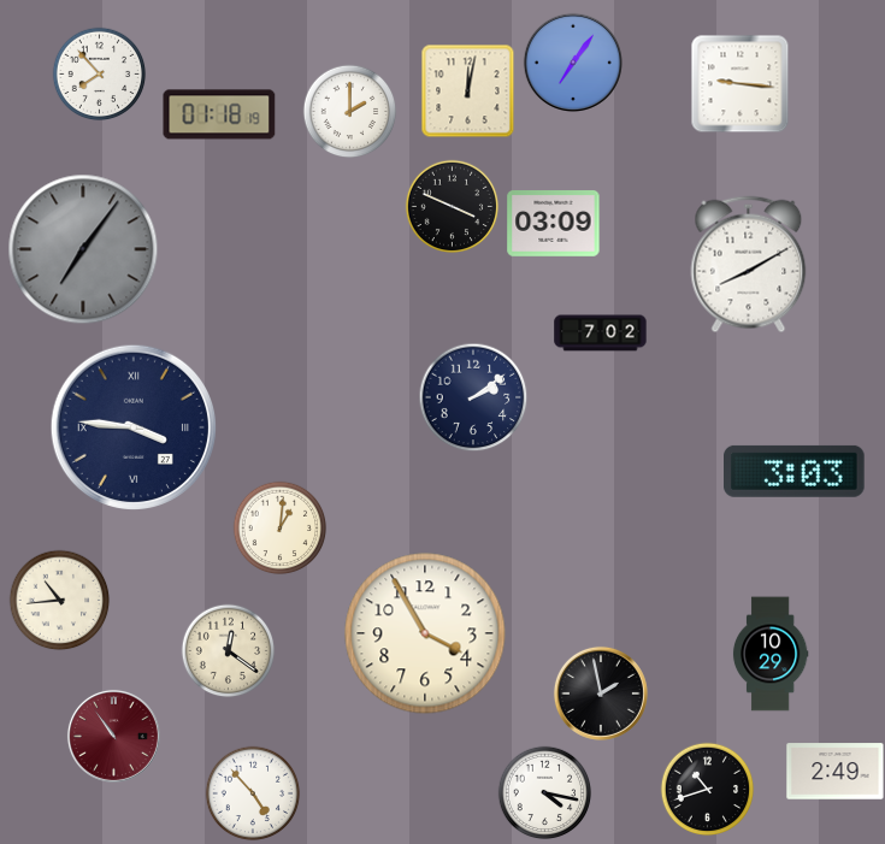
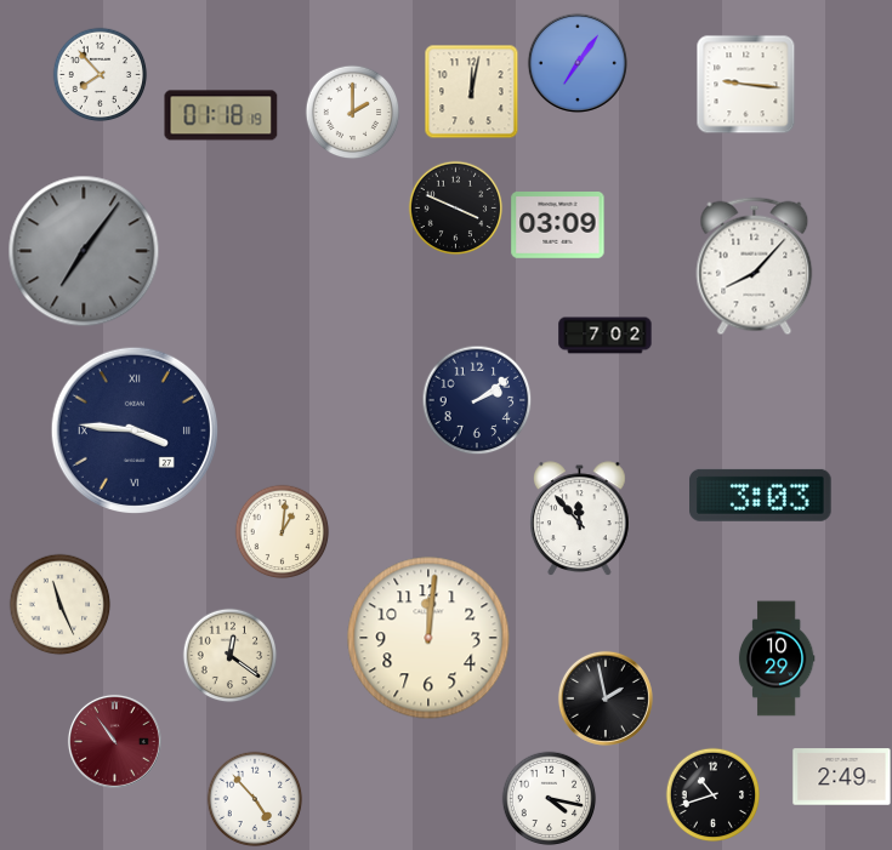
clock at (749, 265): 8:10 -> 8:07
clock at (795, 471) position: (795, 471) -> (761, 495)
clock at (580, 519): none -> 11:53
clock at (59, 600): 10:44 -> 11:26
clock at (425, 633): 3:55 -> 12:01
